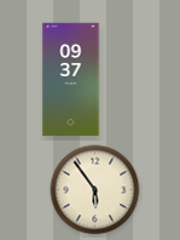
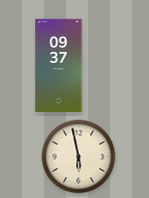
clock at (95, 190): 5:54 -> 5:58
